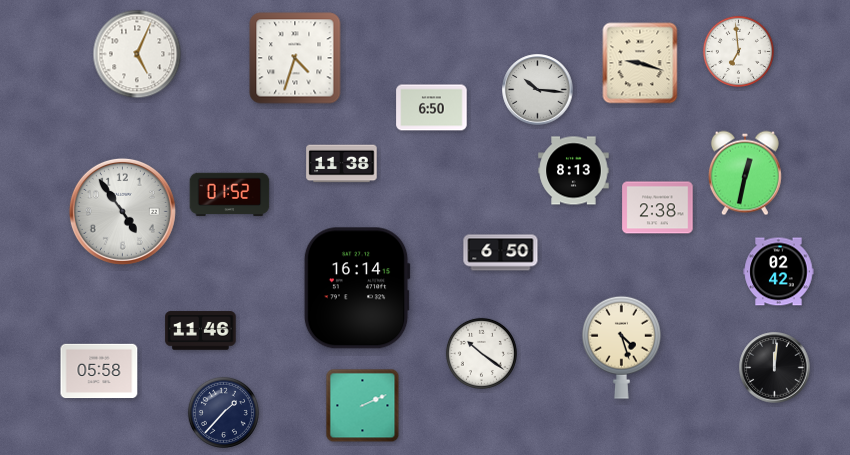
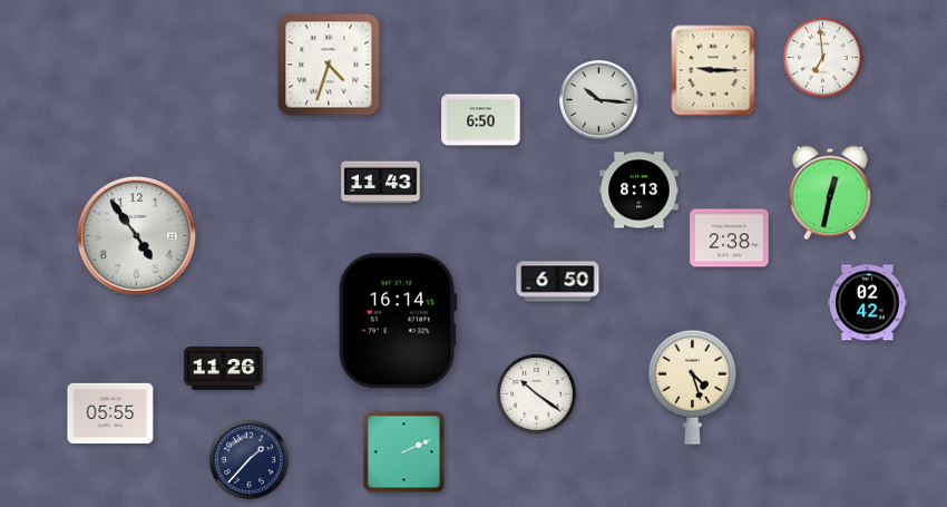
clock at (137, 54): 5:04 -> none
clock at (640, 63): 9:18 -> 9:15
clock at (342, 164): 11:38 -> 11:43
clock at (230, 195): 01:52 -> none
clock at (658, 208) position: (658, 208) -> (730, 238)
clock at (201, 331): 11:46 -> 11:26
clock at (775, 368): 12:01 -> none
clock at (99, 371): 05:58 -> 05:55
